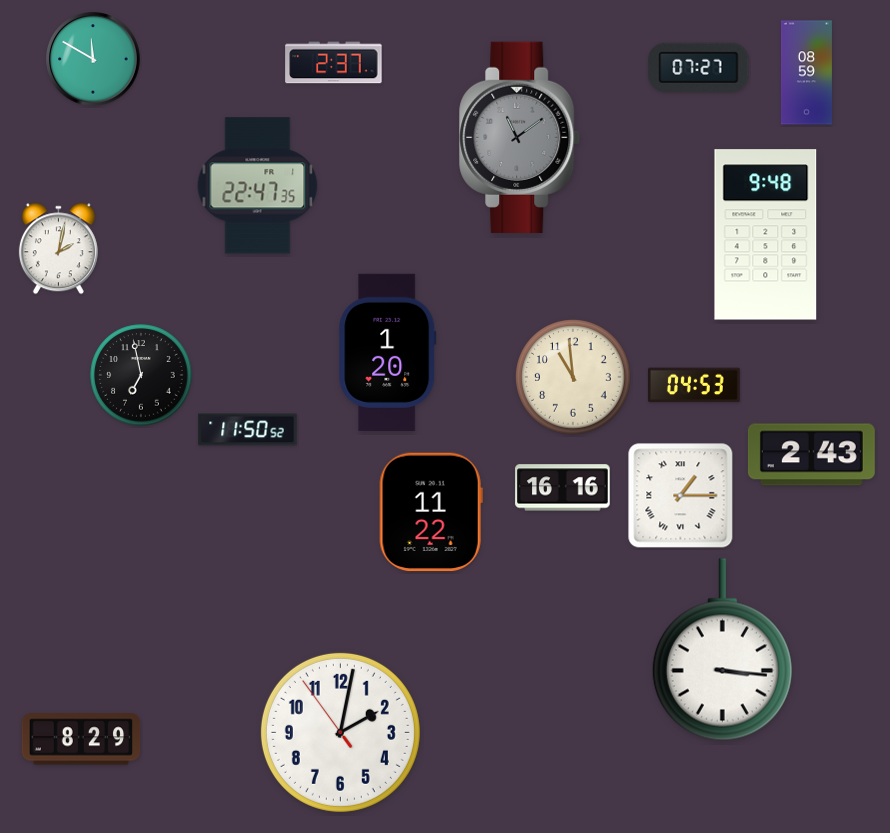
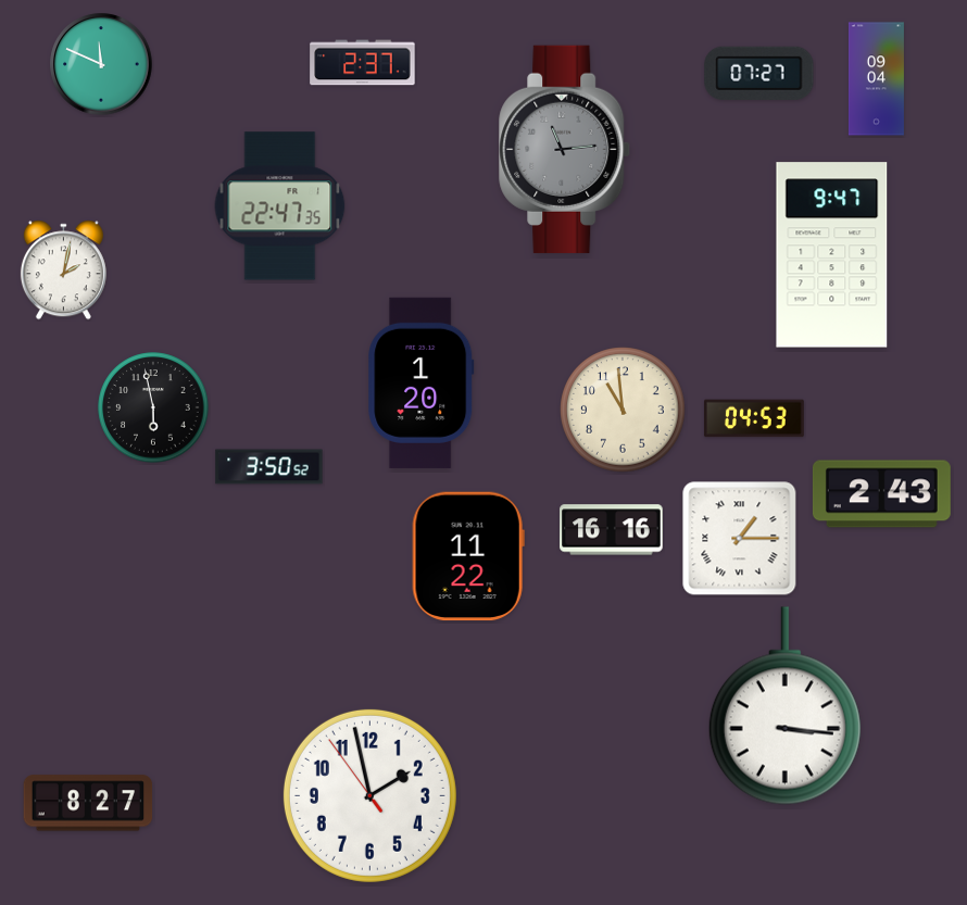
clock at (93, 59): 11:50 -> 11:49
clock at (334, 63) position: (334, 63) -> (363, 63)
clock at (806, 73): 08:59 -> 09:04
clock at (520, 137): 11:09 -> 11:14
clock at (258, 186) position: (258, 186) -> (280, 206)
clock at (766, 235): 9:48 -> 9:47
clock at (141, 375): 6:58 -> 5:58
clock at (248, 430): 11:50 -> 3:50
clock at (340, 732): 2:01 -> 1:57
clock at (81, 739): 8:29 -> 8:27
